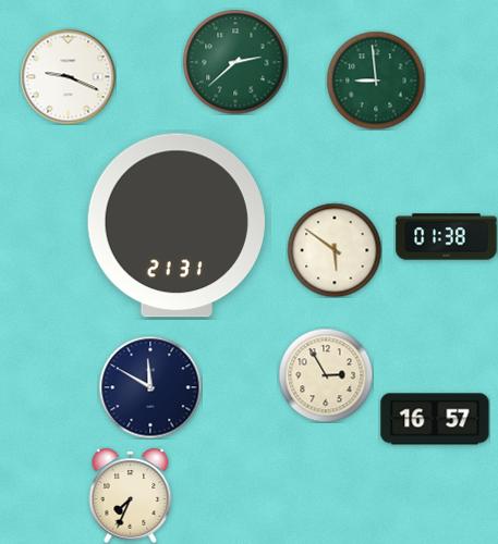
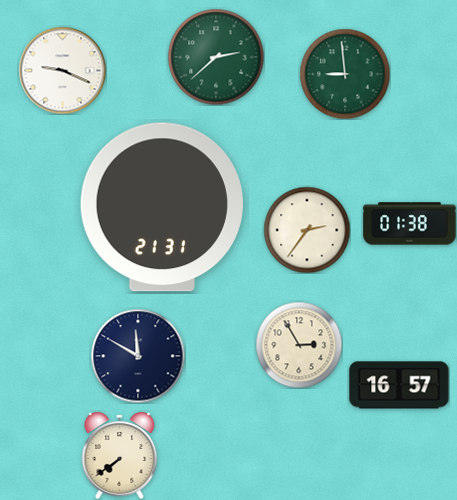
clock at (447, 237) position: (447, 237) -> (410, 224)
clock at (335, 250): 5:51 -> 2:36
clock at (131, 495): 7:34 -> 7:39
